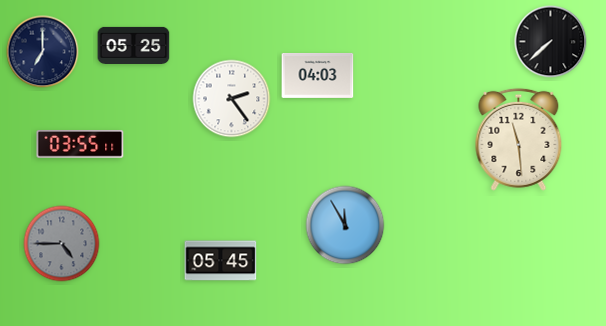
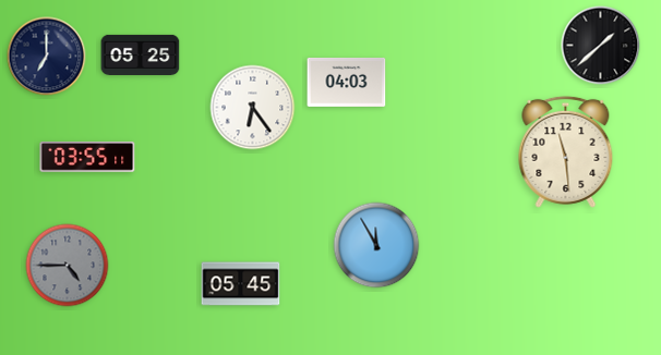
clock at (551, 42): 7:38 -> 1:38
clock at (134, 45) position: (134, 45) -> (141, 54)
clock at (232, 99): 2:24 -> 6:24
